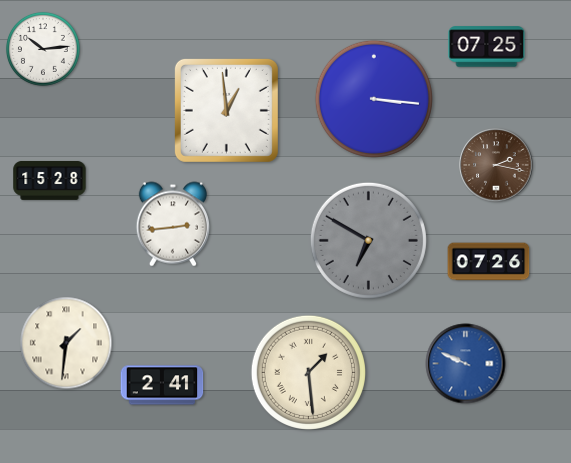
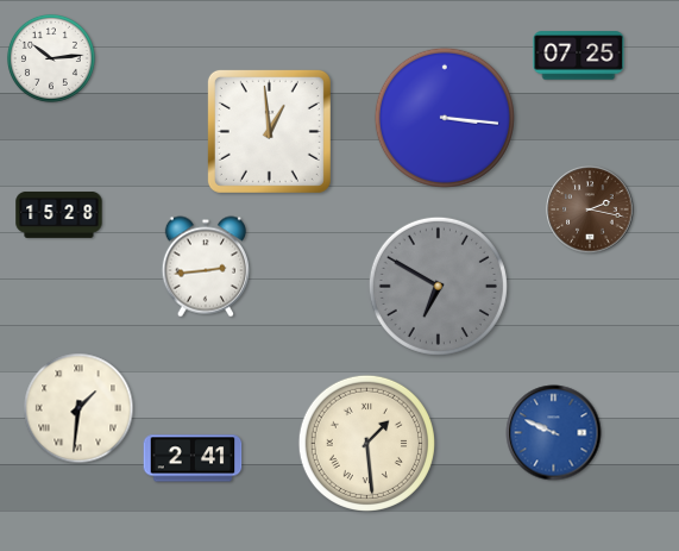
clock at (496, 165) position: (496, 165) -> (590, 209)
clock at (489, 262): 07:26 -> none
